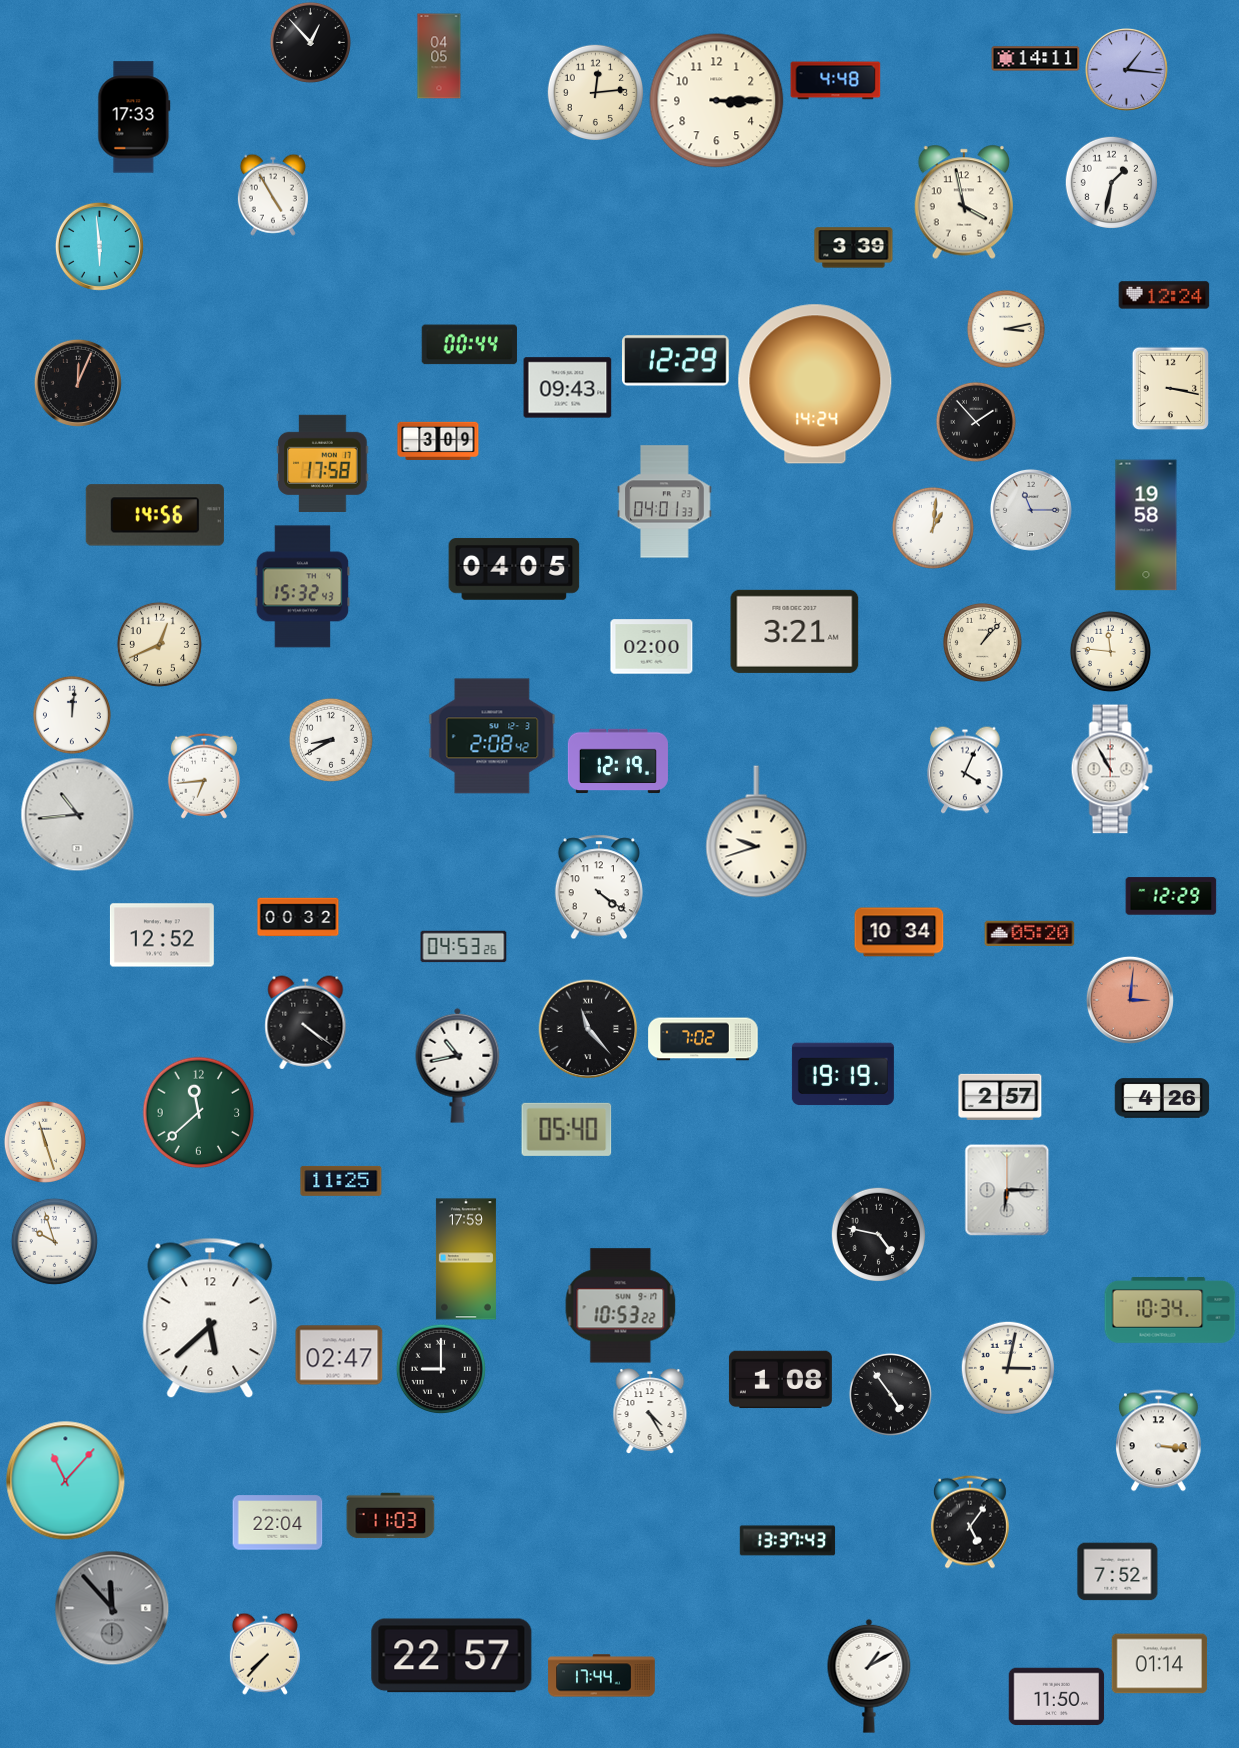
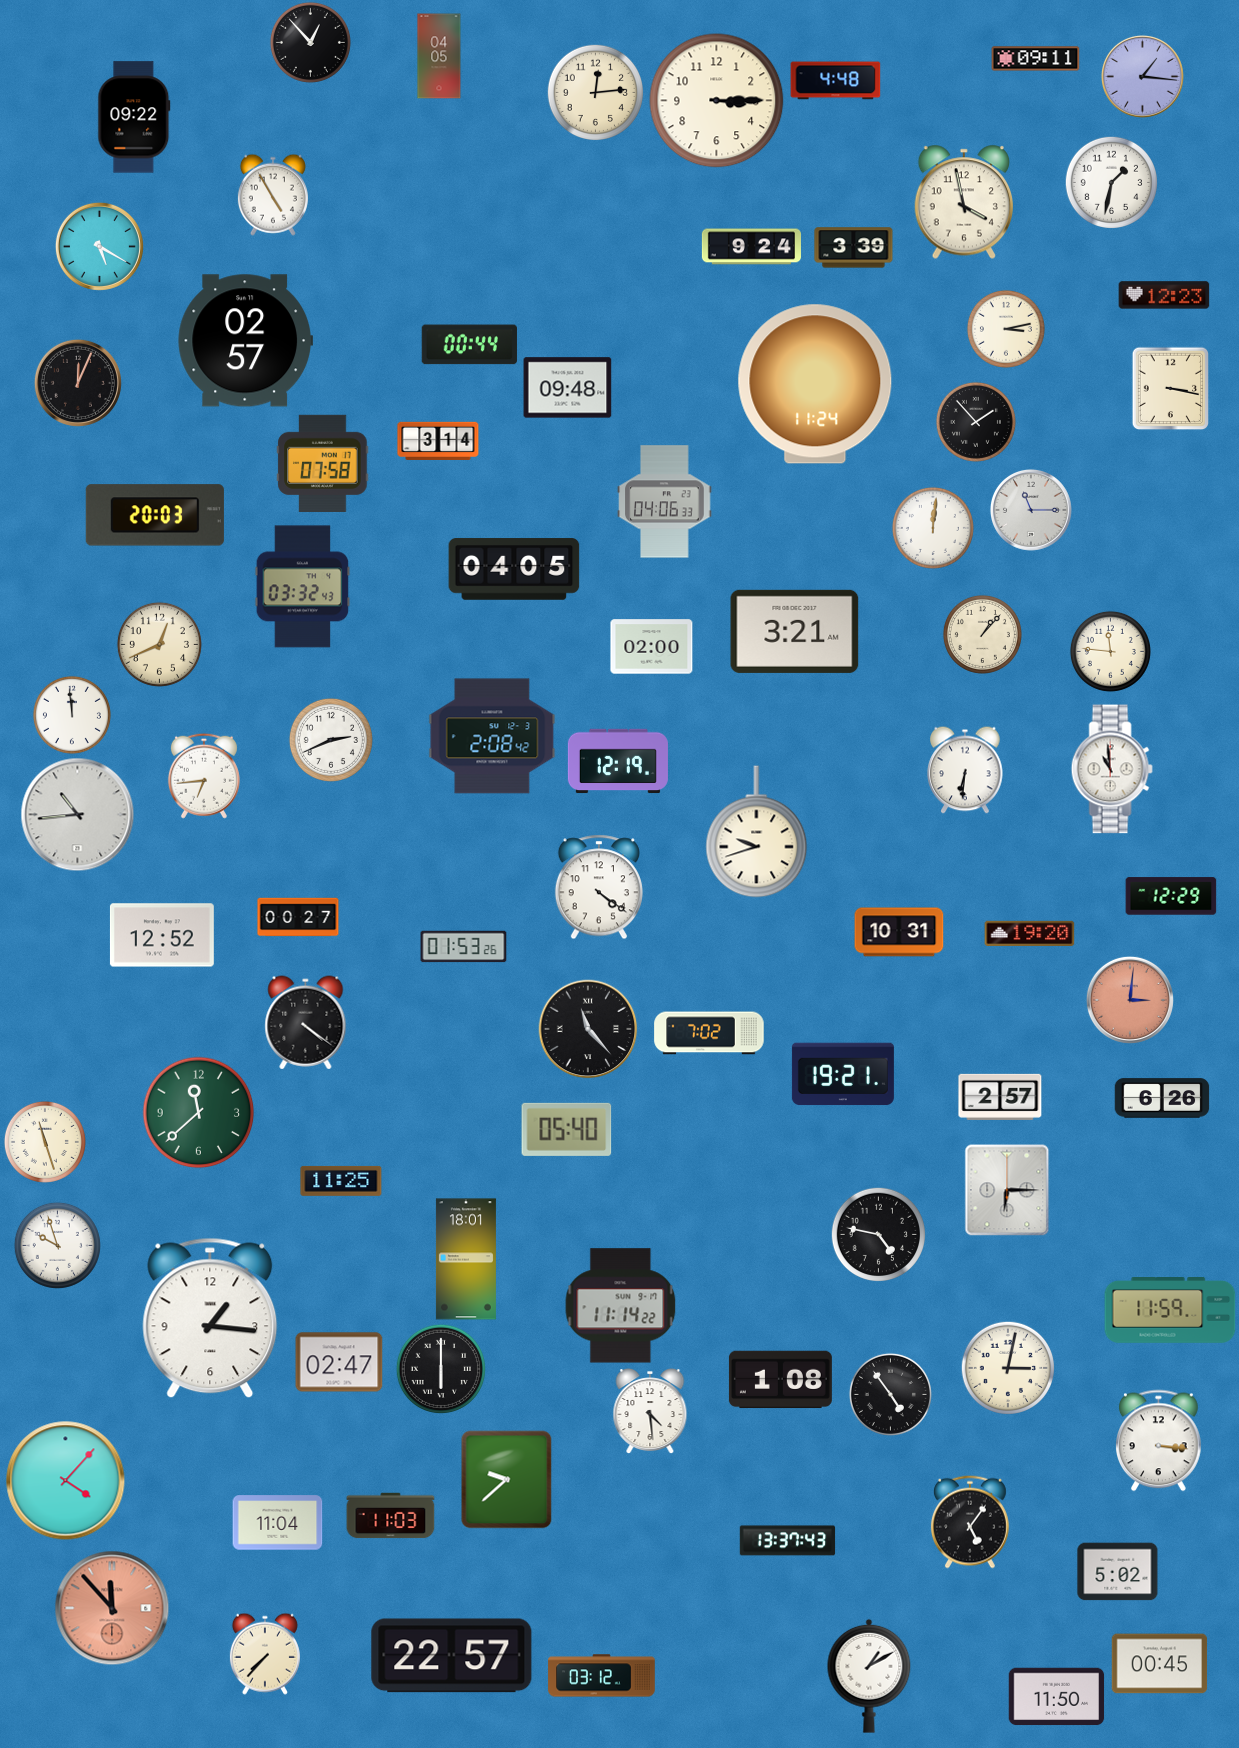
clock at (1036, 59): 14:11 -> 09:11
clock at (1126, 69) position: (1126, 69) -> (1142, 76)
clock at (134, 117): 17:33 -> 09:22
clock at (99, 246): 5:59 -> 5:20
clock at (751, 247): none -> 9:24
clock at (1164, 295): 12:24 -> 12:23
clock at (245, 341): none -> 02:57
clock at (676, 361): 12:29 -> none
clock at (815, 384): 14:24 -> 11:24
clock at (568, 388): 09:43 -> 09:48
clock at (438, 441): 3:09 -> 3:14
clock at (323, 463): 17:58 -> 07:58
clock at (665, 502): 04:01 -> 04:06
clock at (155, 515): 14:56 -> 20:03
clock at (1146, 525): 19:58 -> none
clock at (933, 528): 1:01 -> 12:01
clock at (303, 587): 15:32 -> 03:32
clock at (982, 642) position: (982, 642) -> (982, 634)
clock at (72, 715): 12:01 -> 11:59
clock at (331, 740): 8:40 -> 2:41
clock at (1112, 769): 10:55 -> 10:59
clock at (965, 770): 4:04 -> 6:31
clock at (298, 917): 00:32 -> 00:27
clock at (899, 932): 10:34 -> 10:31
clock at (1030, 933): 05:20 -> 19:20
clock at (464, 947): 04:53 -> 01:53
clock at (703, 1039) position: (703, 1039) -> (709, 1033)
clock at (458, 1065): 10:43 -> none
clock at (843, 1074): 19:19 -> 19:21
clock at (1162, 1098): 4:26 -> 6:26
clock at (54, 1241) position: (54, 1241) -> (57, 1245)
clock at (466, 1259): 17:59 -> 18:01
clock at (621, 1306): 10:53 -> 11:14
clock at (1170, 1311): 10:34 -> 11:59
clock at (210, 1318): 5:38 -> 1:16
clock at (339, 1355) position: (339, 1355) -> (339, 1362)
clock at (441, 1369): 9:00 -> 6:00
clock at (650, 1412): 4:25 -> 4:29
clock at (507, 1480): none -> 9:38
clock at (66, 1481): 11:07 -> 4:07
clock at (278, 1523): 22:04 -> 11:04
clock at (1118, 1572): 7:52 -> 5:02
clock at (112, 1608) dial: grey -> salmon
clock at (1160, 1664): 01:14 -> 00:45
clock at (602, 1676): 17:44 -> 03:12
